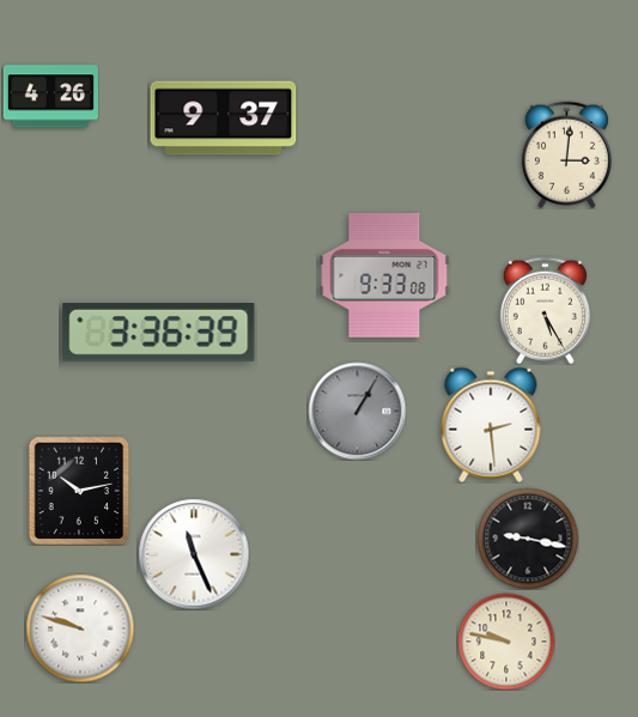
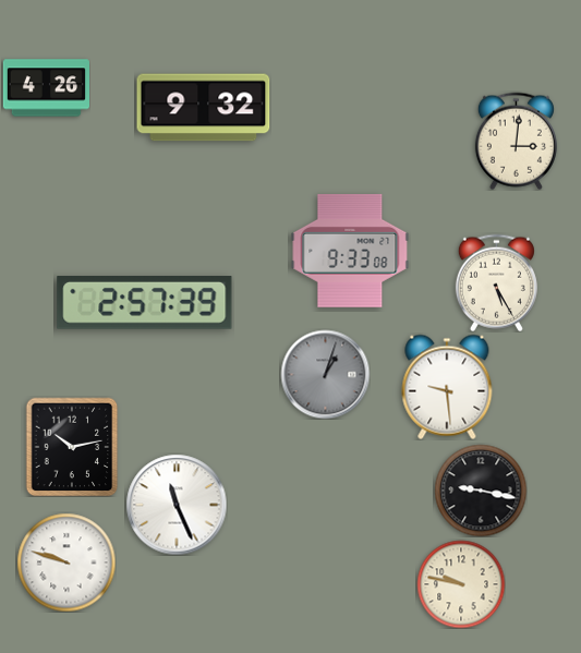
clock at (224, 119): 9:37 -> 9:32
clock at (159, 333): 3:36 -> 2:57
clock at (357, 411): 1:05 -> 1:03
clock at (491, 425): 2:29 -> 9:29
clock at (80, 628) position: (80, 628) -> (66, 563)
